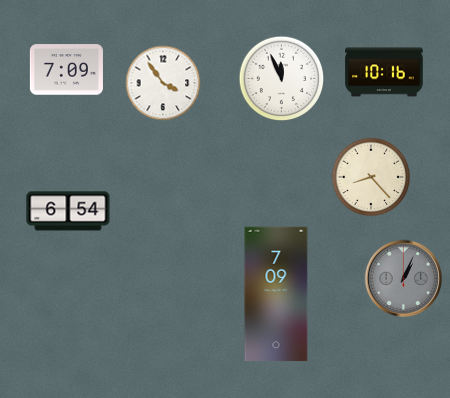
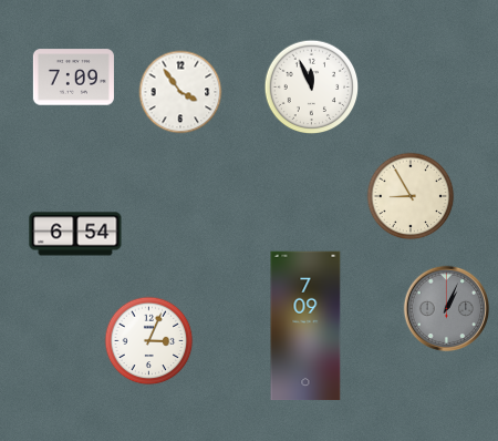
clock at (384, 72): 10:16 -> none
clock at (371, 177): 8:23 -> 8:55
clock at (149, 341): none -> 3:04
